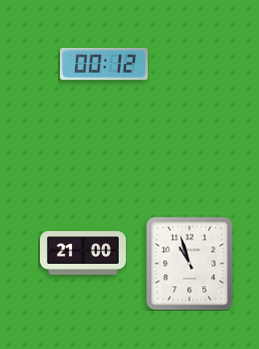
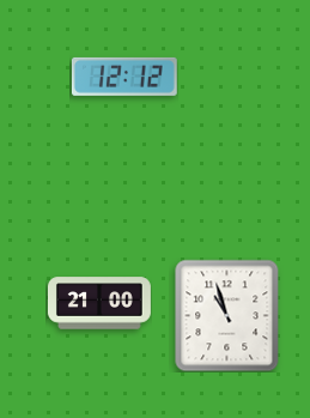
clock at (104, 64): 00:12 -> 12:12
